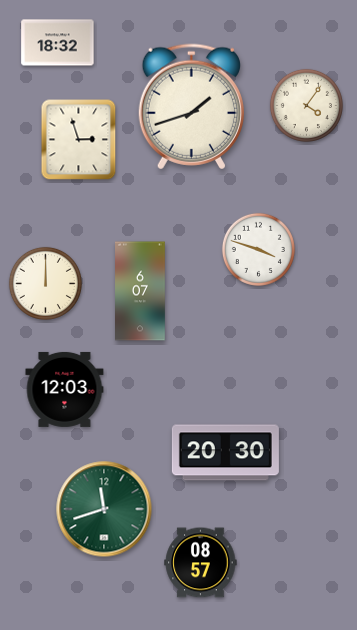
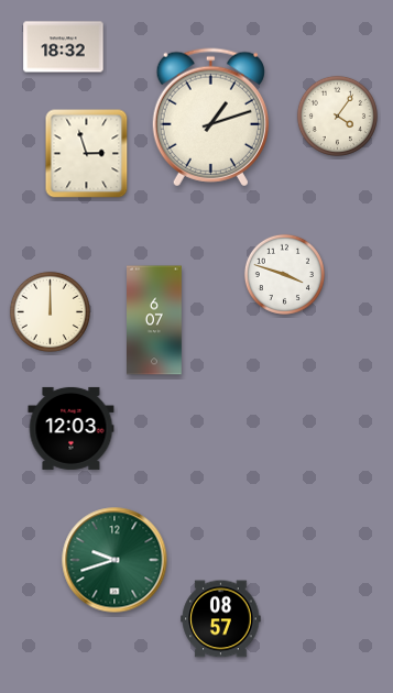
clock at (191, 107): 1:42 -> 1:12
clock at (225, 453): 20:30 -> none
clock at (104, 509): 11:42 -> 9:42
